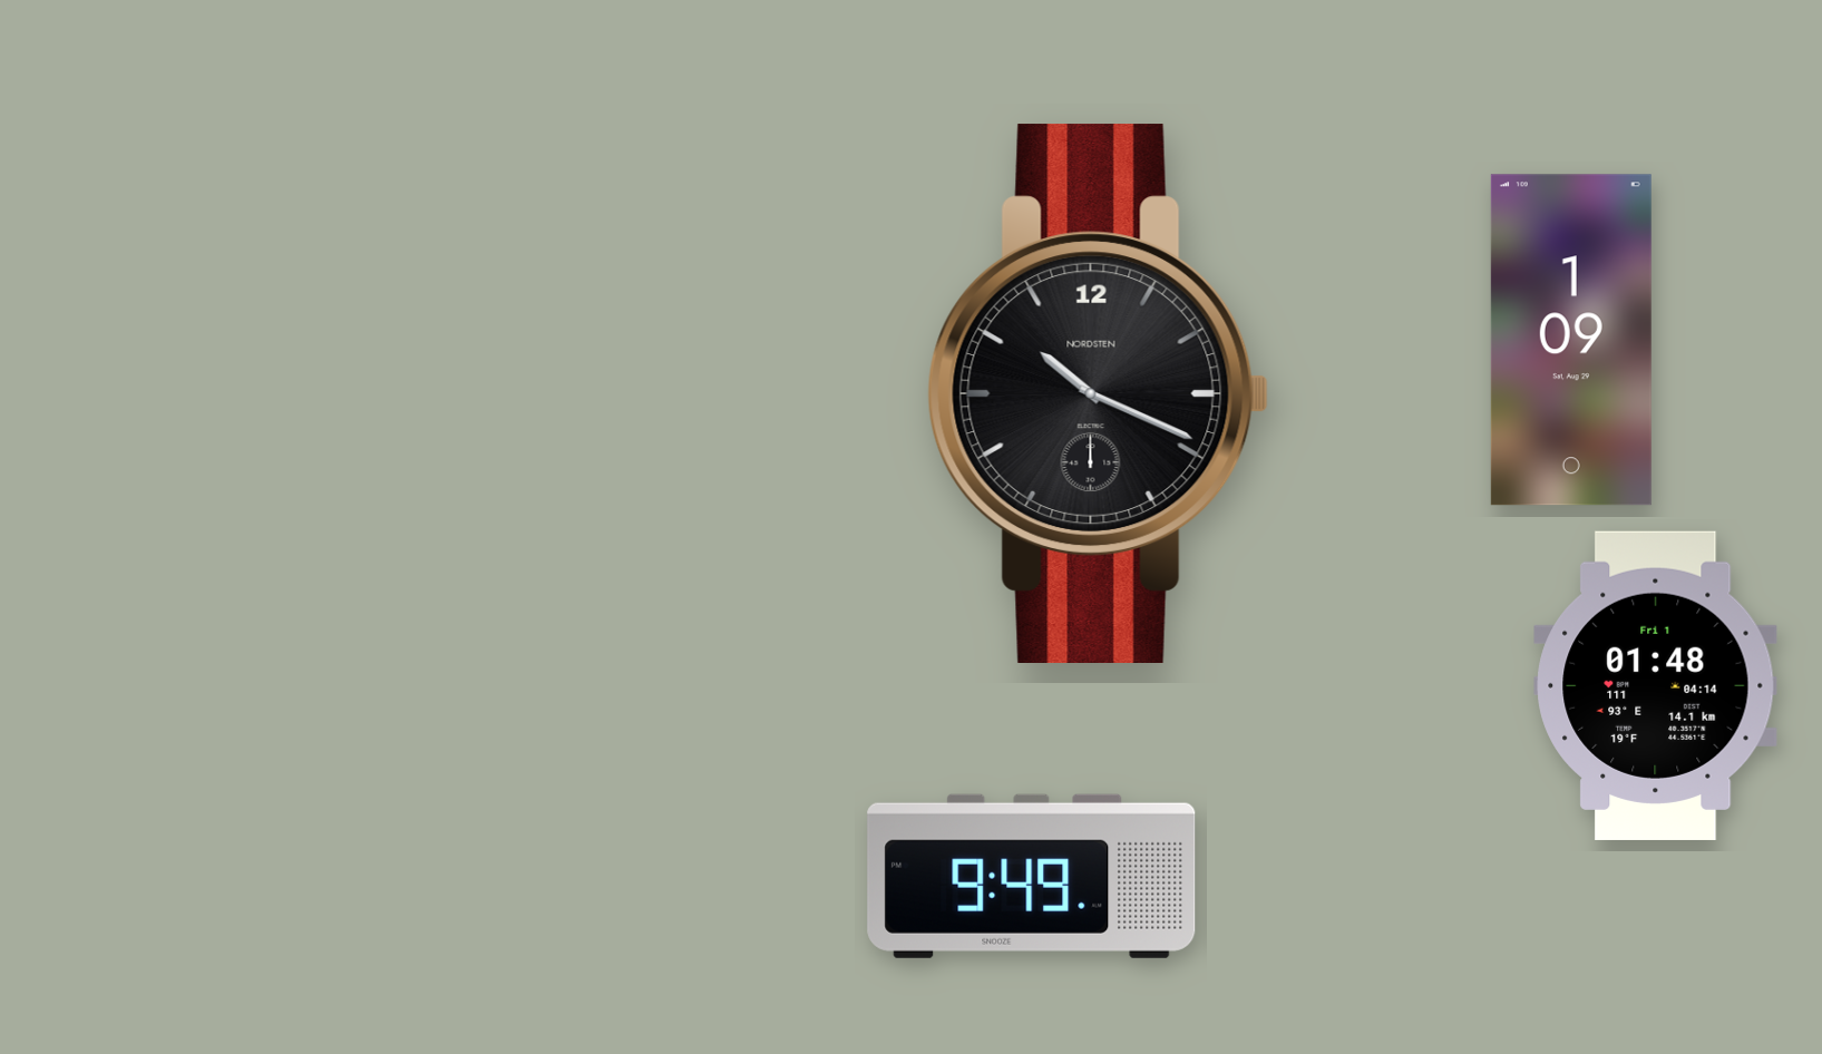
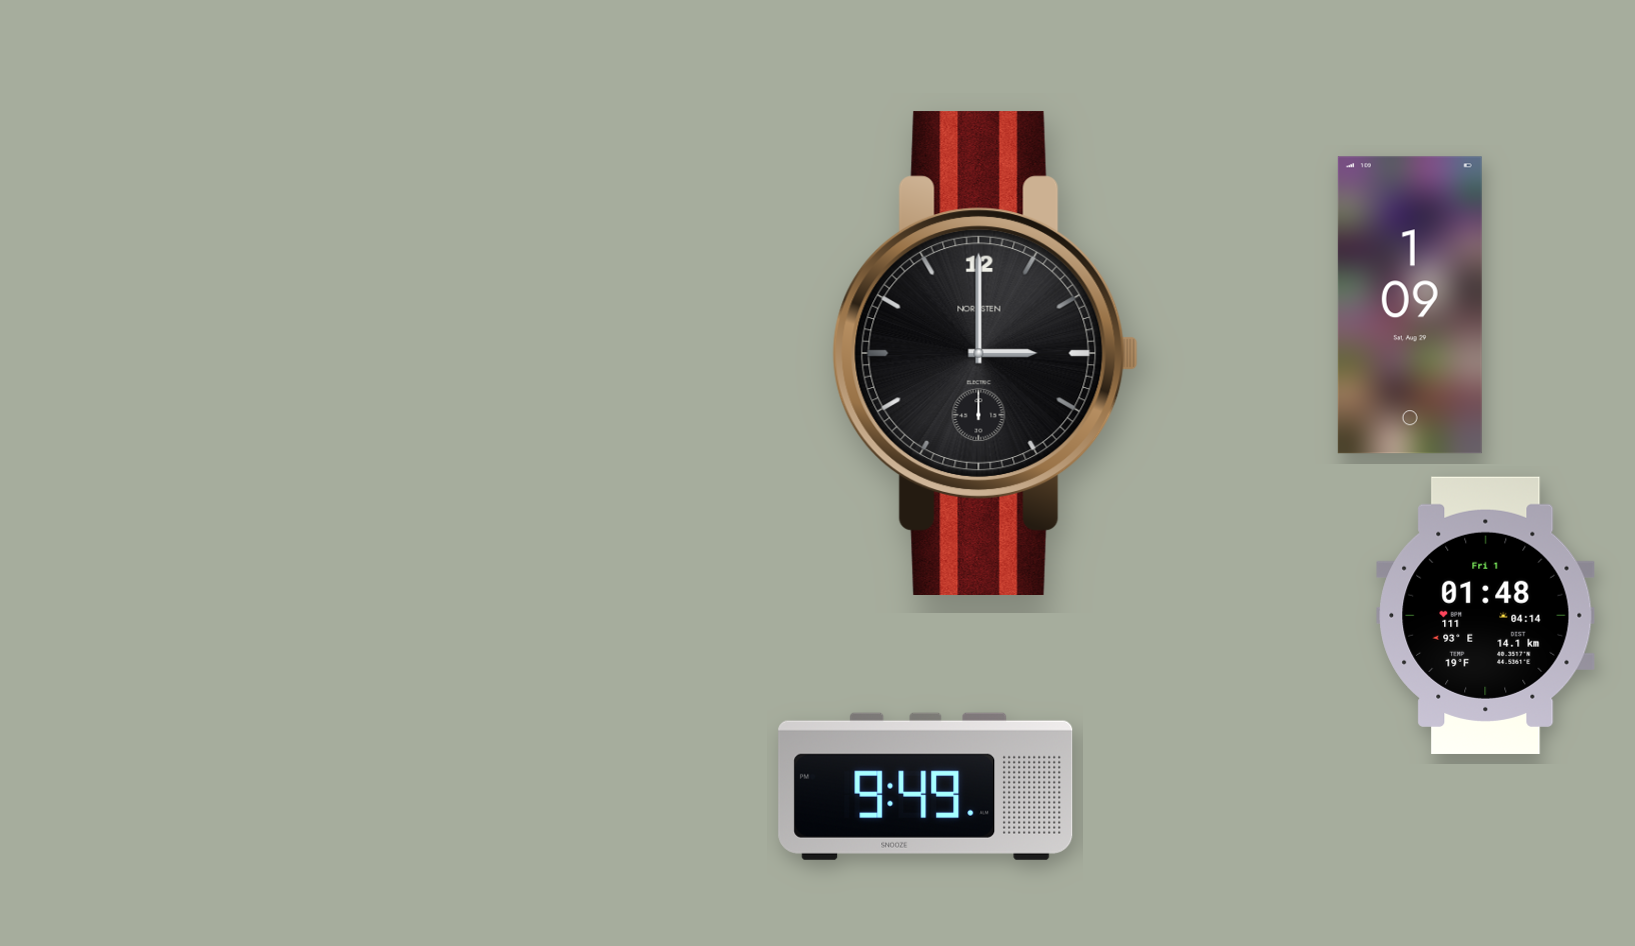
clock at (1098, 393): 10:19 -> 3:00
